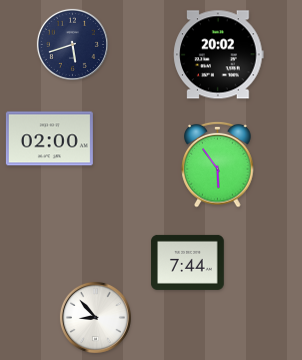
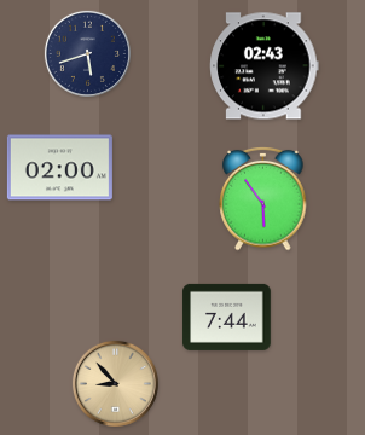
clock at (219, 55): 20:02 -> 02:43
clock at (95, 317) dial: white -> champagne
